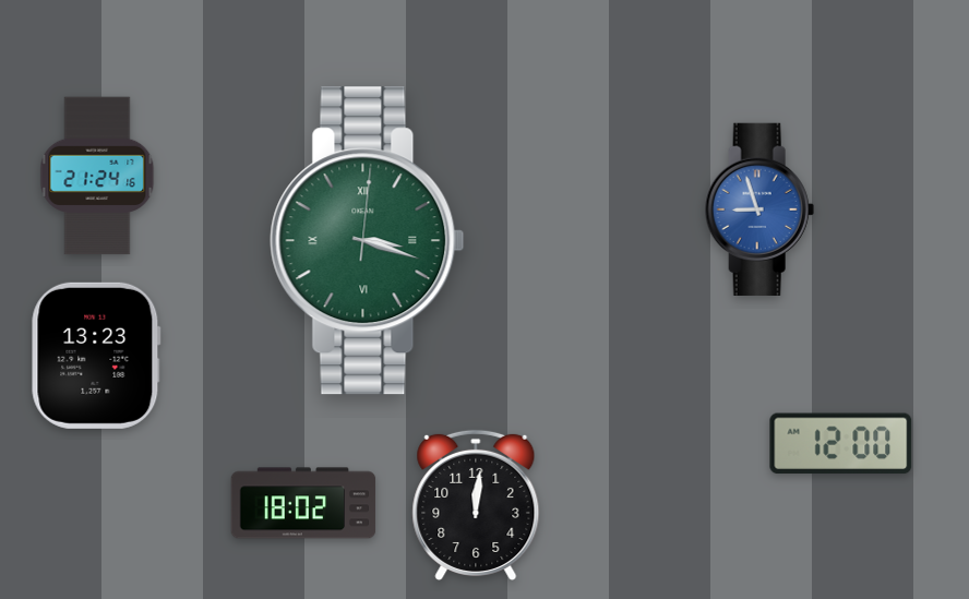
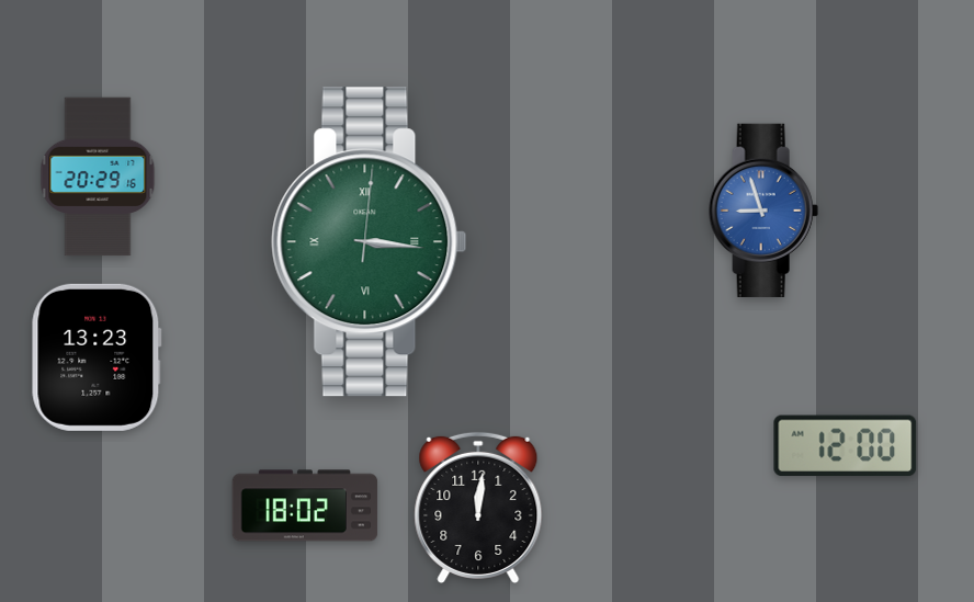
clock at (97, 176): 21:24 -> 20:29
clock at (368, 241): 3:18 -> 3:16
